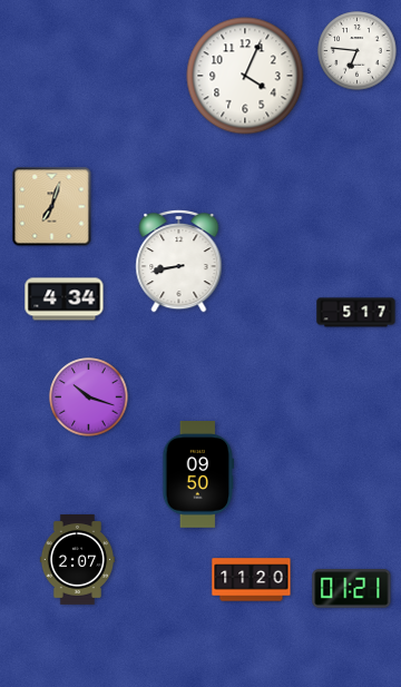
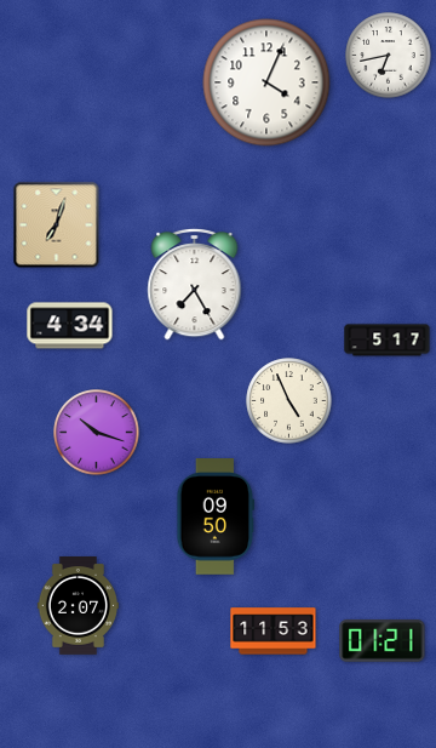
clock at (358, 51): 6:46 -> 6:43
clock at (179, 261): 8:43 -> 7:25
clock at (289, 401): none -> 4:56
clock at (77, 560) position: (77, 560) -> (78, 606)
clock at (252, 580): 11:20 -> 11:53
